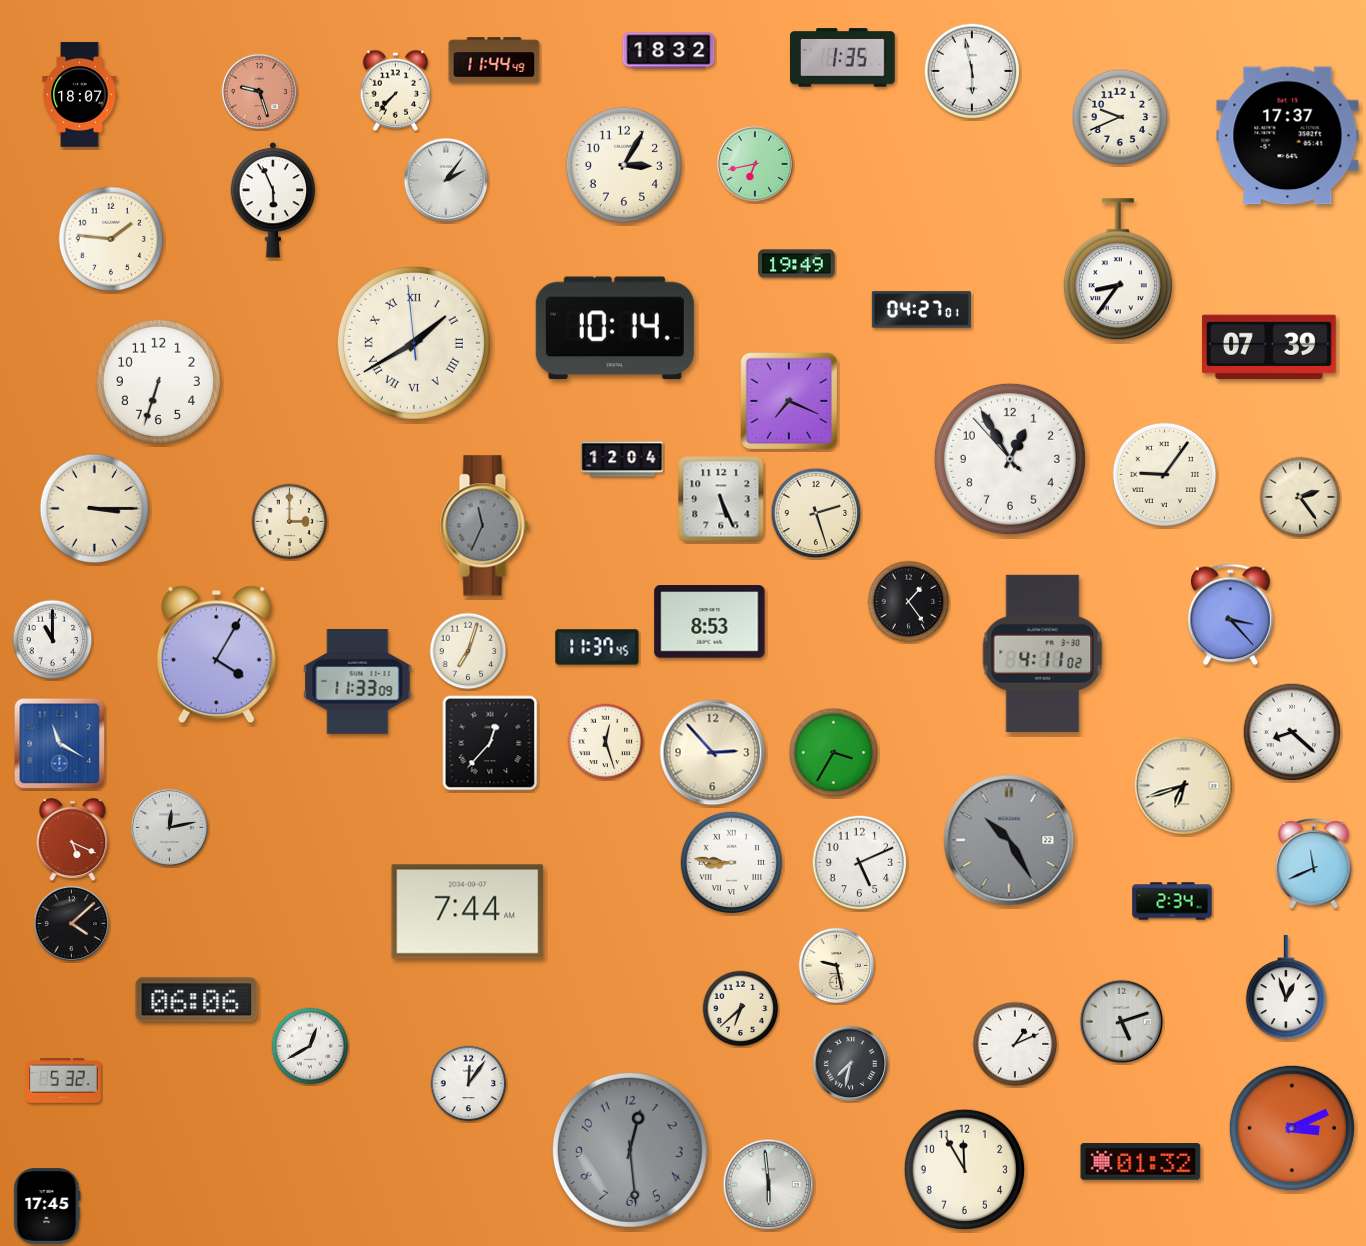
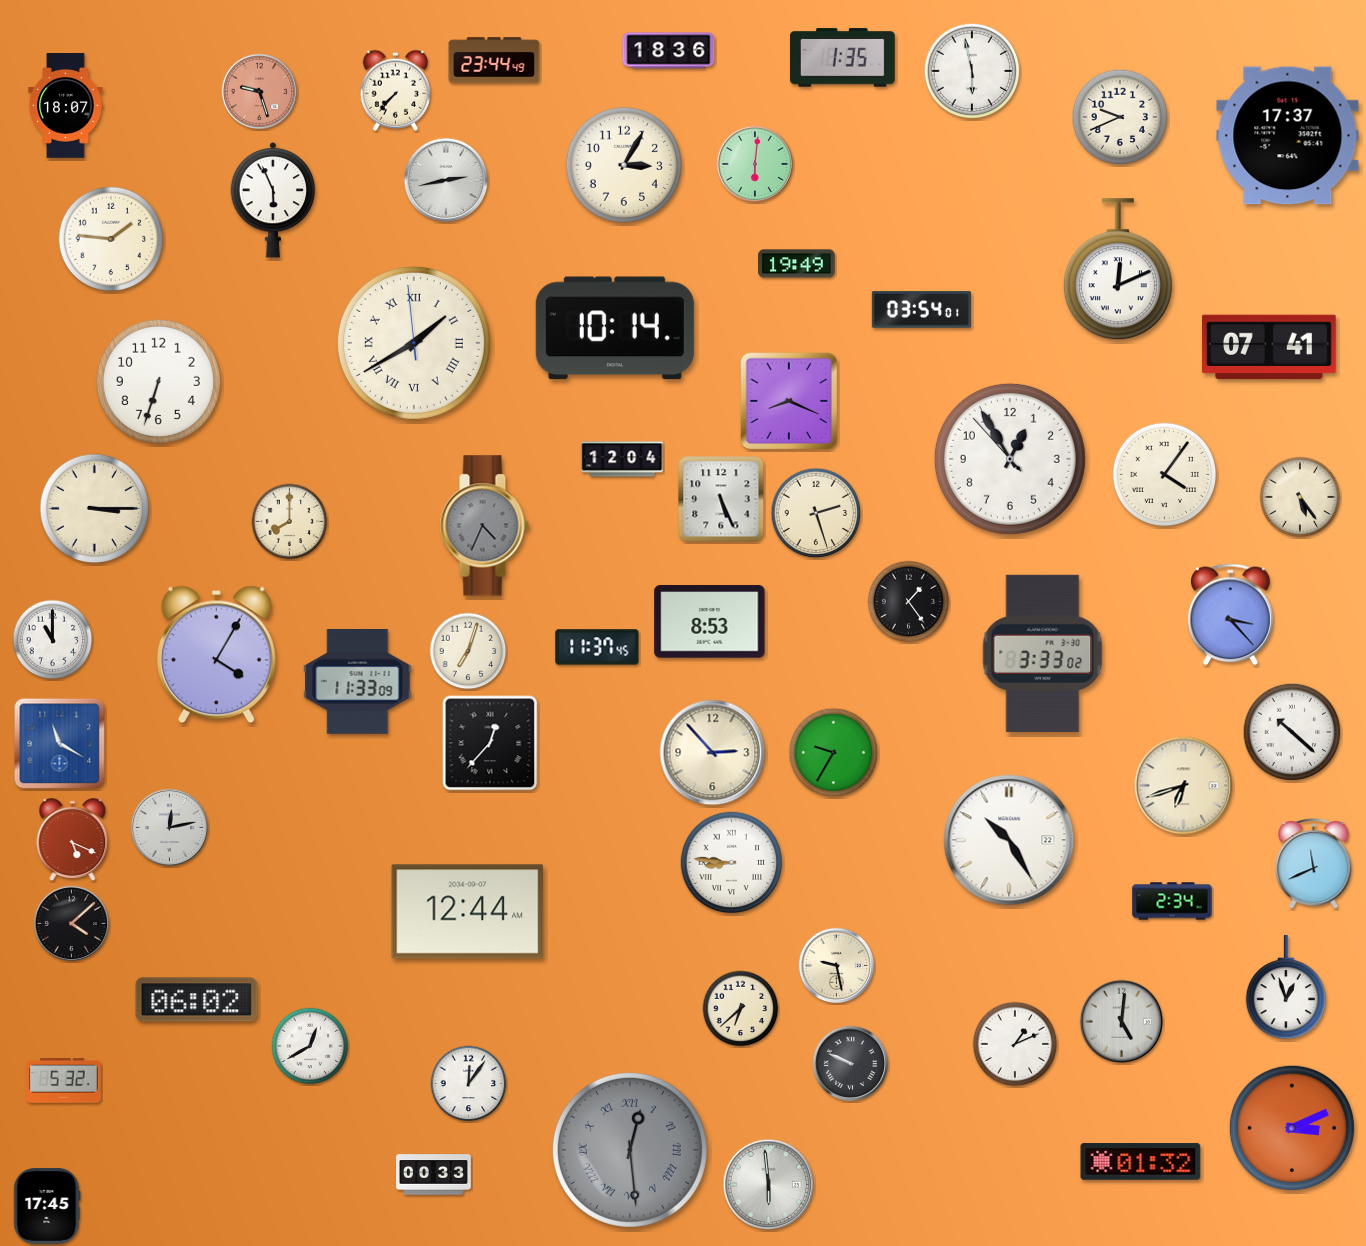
clock at (669, 51): 18:32 -> 18:36
clock at (494, 60): 11:44 -> 23:44
clock at (80, 95) position: (80, 95) -> (66, 106)
clock at (754, 163): 6:43 -> 6:01
clock at (446, 180): 2:06 -> 2:43
clock at (1118, 270): 8:36 -> 12:11
clock at (921, 310): 04:27 -> 03:54
clock at (1270, 347): 07:39 -> 07:41
clock at (789, 401): 7:19 -> 8:19
clock at (1165, 475): 9:06 -> 4:06
clock at (1300, 497): 2:24 -> 5:24
clock at (290, 522): 3:00 -> 8:00
clock at (484, 526): 11:34 -> 4:34
clock at (1043, 653): 4:11 -> 3:33
clock at (1292, 732): 8:22 -> 10:22
clock at (606, 742): 12:27 -> none
clock at (834, 753): 3:35 -> 9:35
clock at (1009, 840) dial: grey -> white
clock at (860, 863): 5:11 -> none
clock at (468, 912): 7:44 -> 12:44
clock at (197, 1000): 06:06 -> 06:02
clock at (1122, 1022): 5:12 -> 5:01
clock at (850, 1063): 7:32 -> 9:49
clock at (630, 1150) numerals: Arabic -> Roman
clock at (964, 1169): 11:55 -> none
clock at (434, 1175): none -> 00:33
